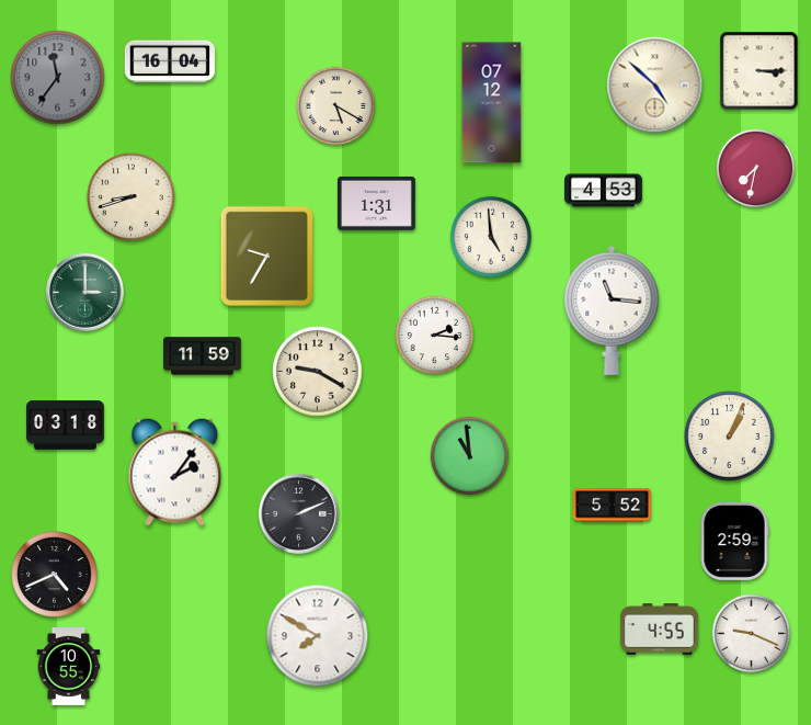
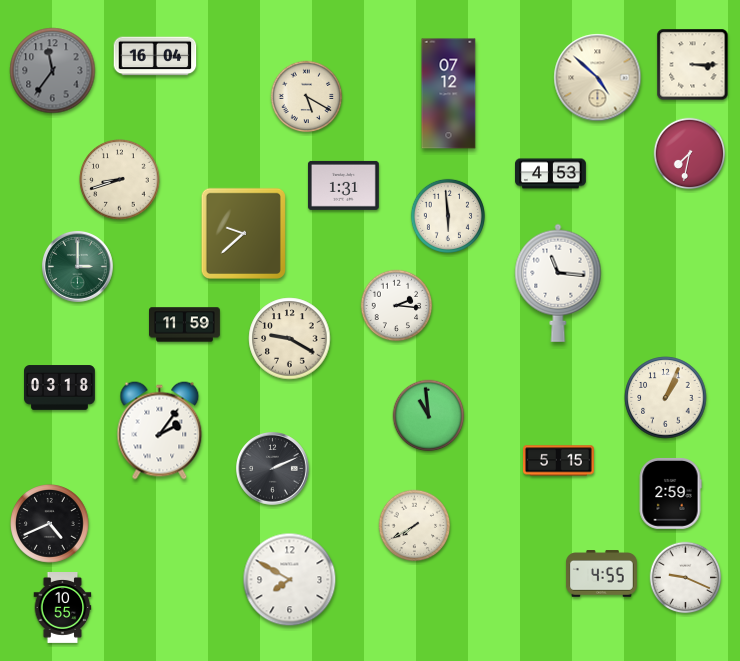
clock at (491, 237): 4:59 -> 5:59
clock at (266, 256): 9:35 -> 9:38
clock at (613, 506): 5:52 -> 5:15
clock at (415, 526): none -> 7:40
